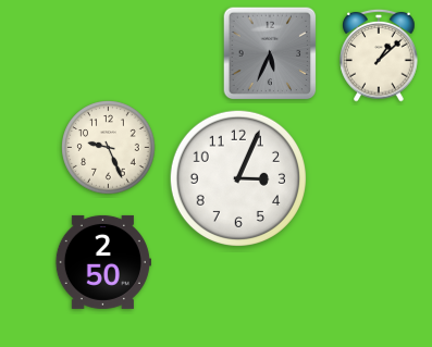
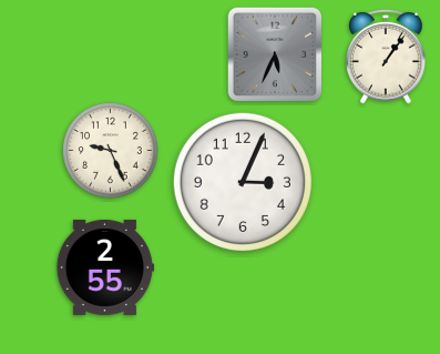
clock at (379, 55): 1:08 -> 1:06
clock at (103, 262): 2:50 -> 2:55
